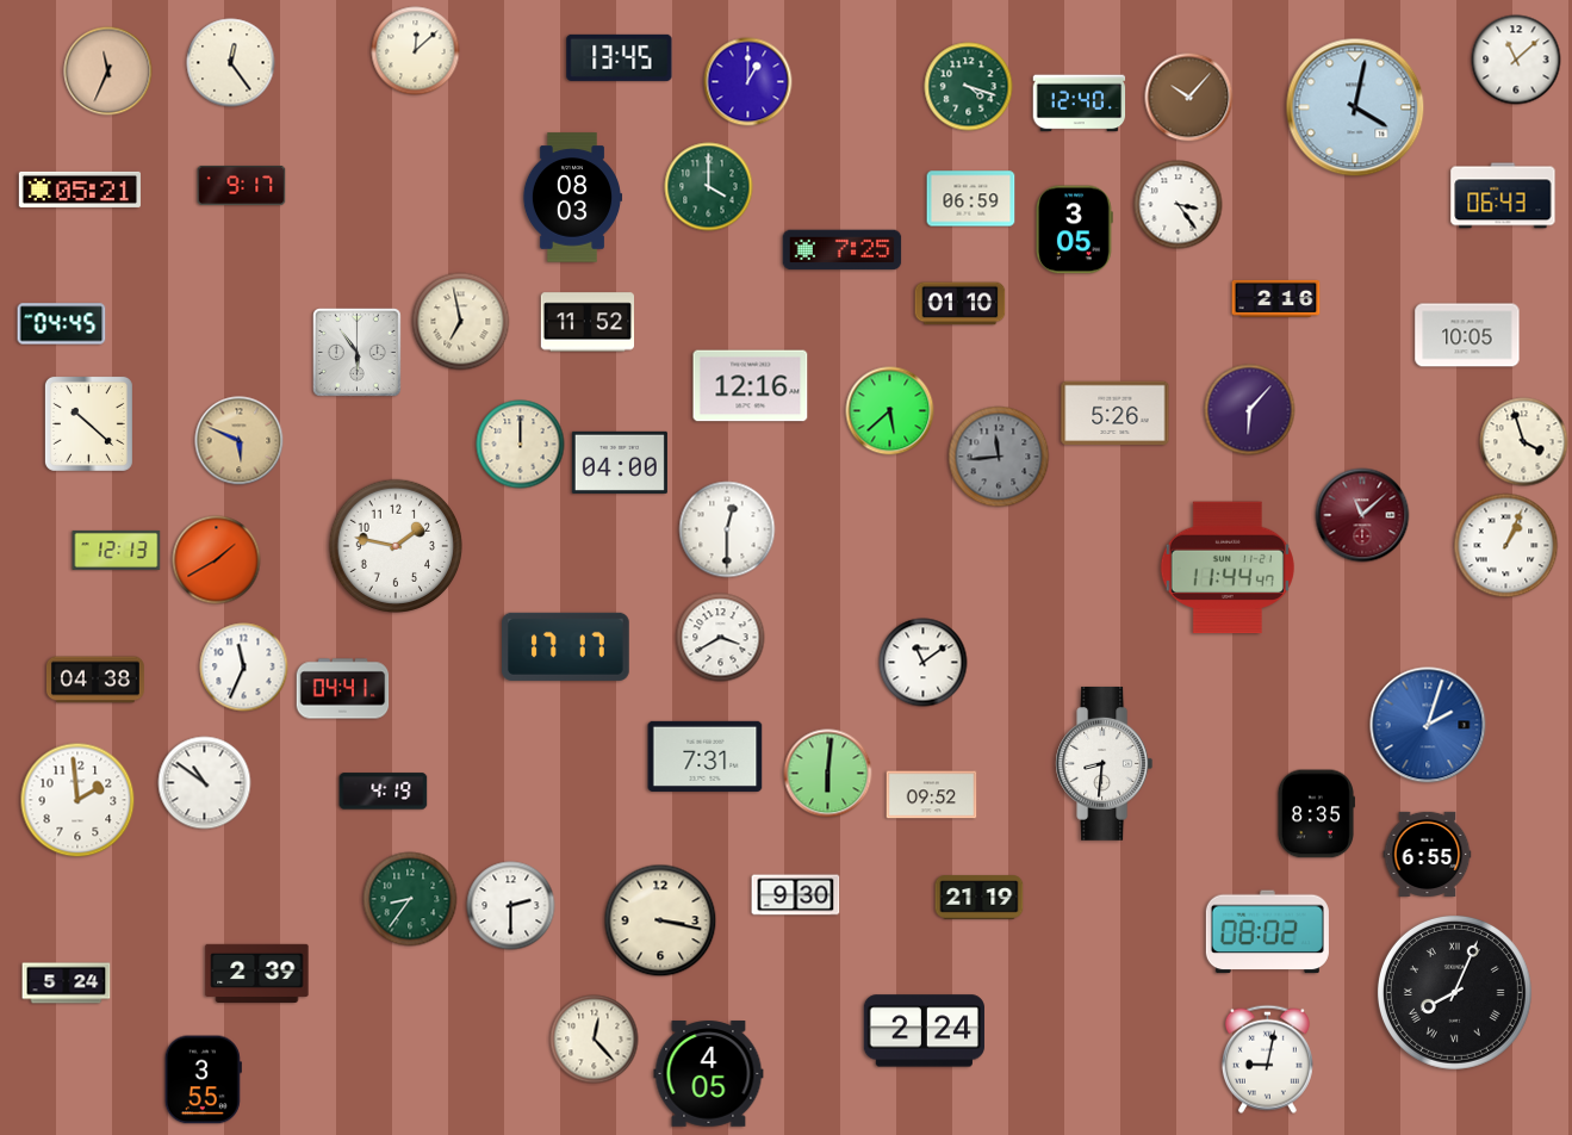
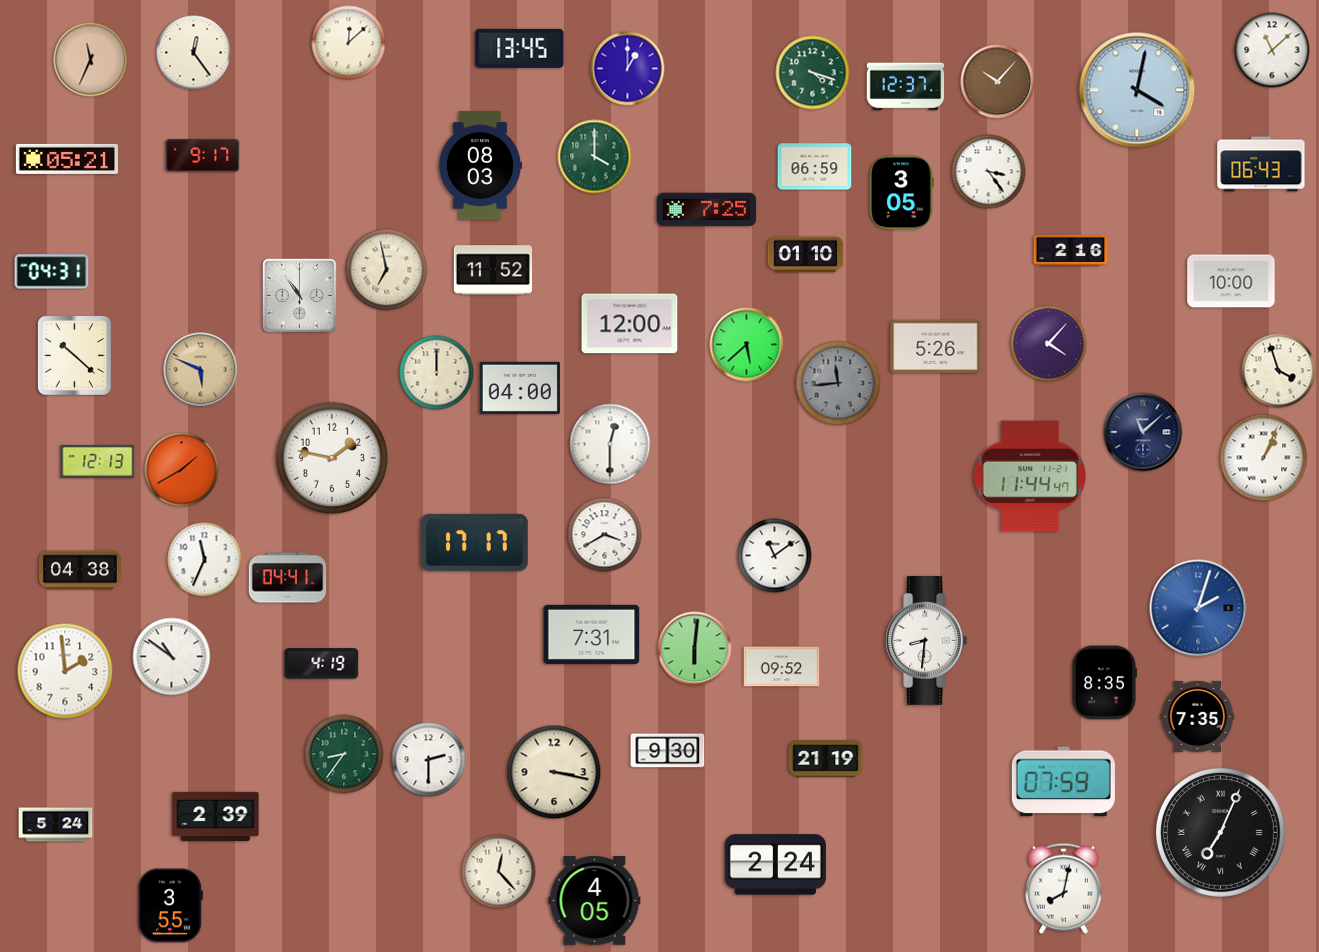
clock at (1080, 104): 12:40 -> 12:37
clock at (62, 324): 04:45 -> 04:31
clock at (1467, 335): 10:05 -> 10:00
clock at (358, 353): 5:54 -> 10:54
clock at (751, 386): 12:16 -> 12:00
clock at (1250, 410): 6:07 -> 4:07
clock at (1362, 515) dial: burgundy -> navy
clock at (1428, 854): 6:55 -> 7:35
clock at (980, 898) position: (980, 898) -> (826, 759)
clock at (1267, 932): 08:02 -> 07:59
clock at (1454, 992): 8:04 -> 7:04
clock at (1267, 1059): 9:02 -> 8:02
